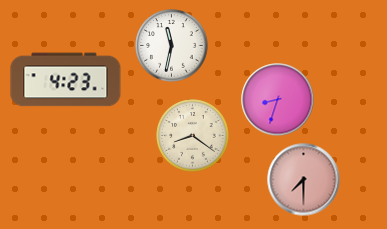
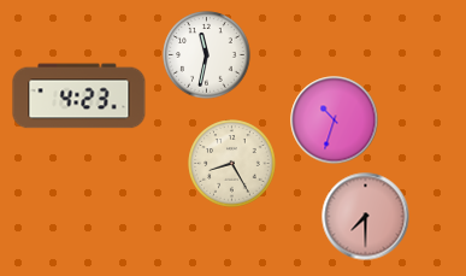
clock at (278, 100): 8:33 -> 10:33
clock at (193, 136): 8:21 -> 8:25
